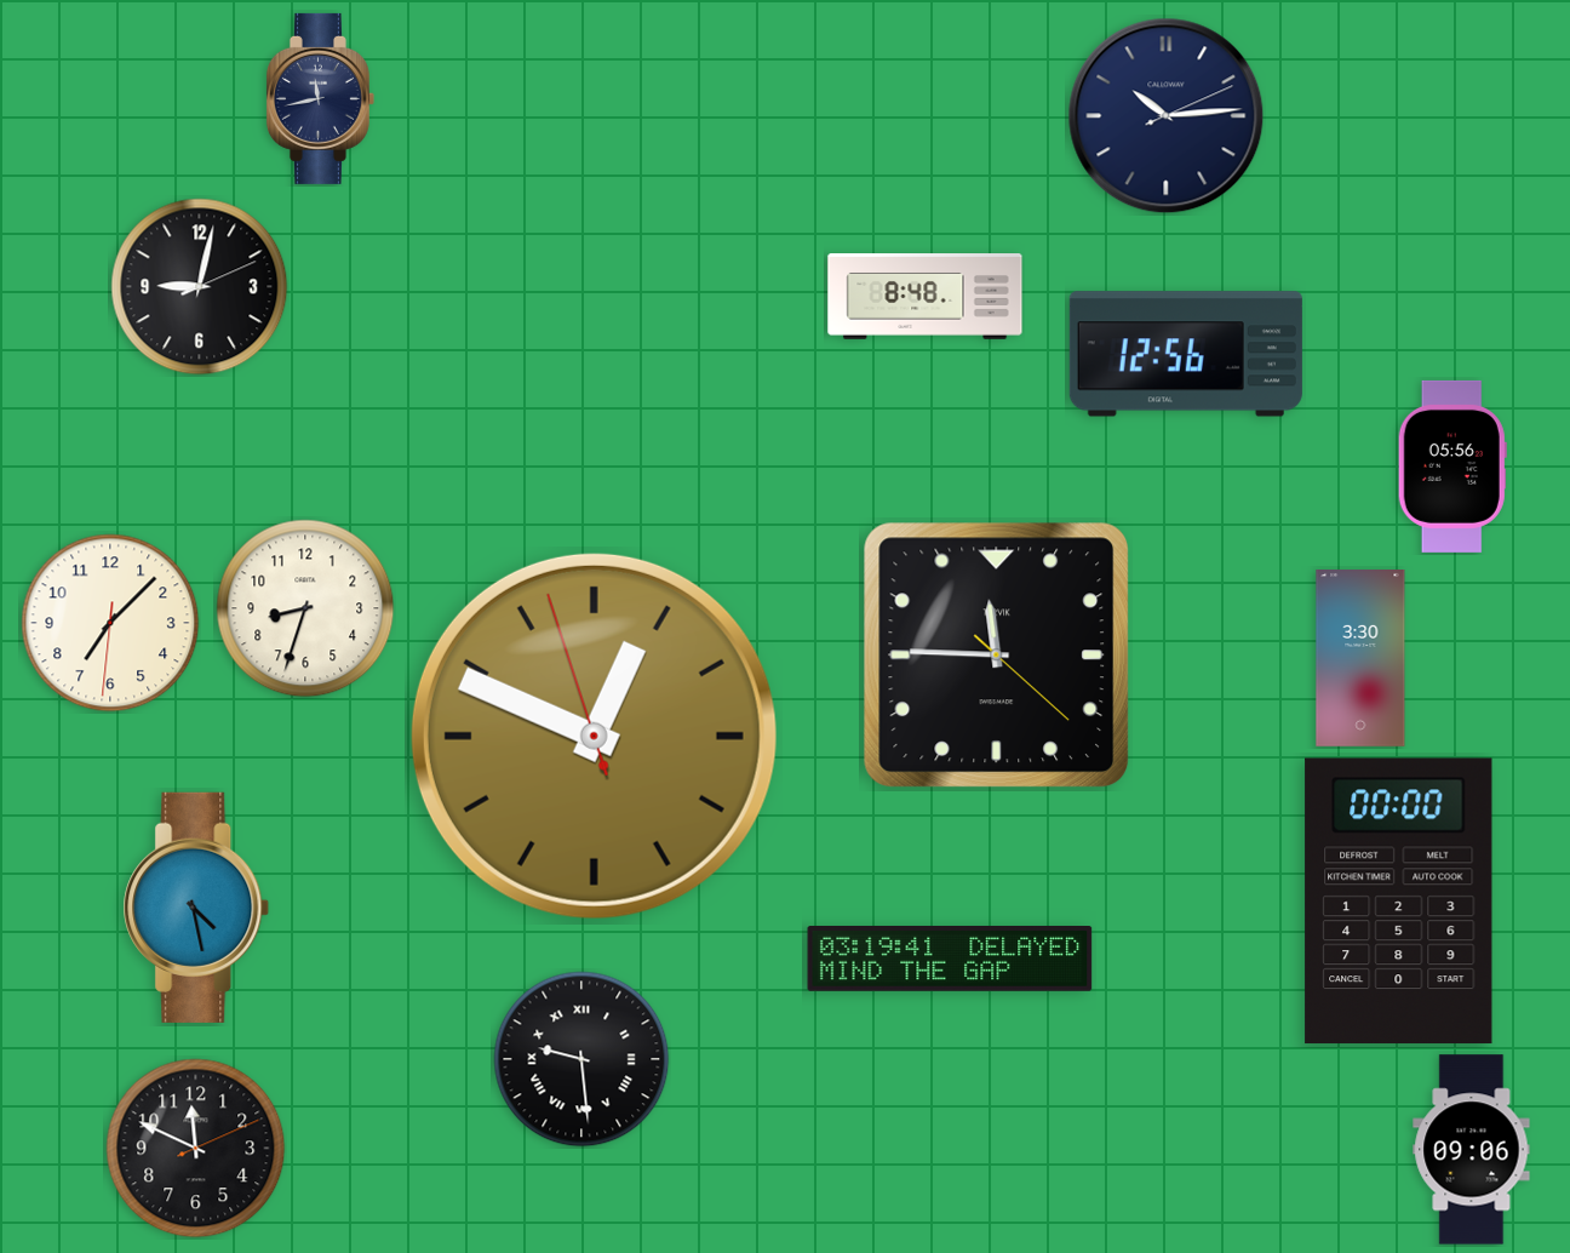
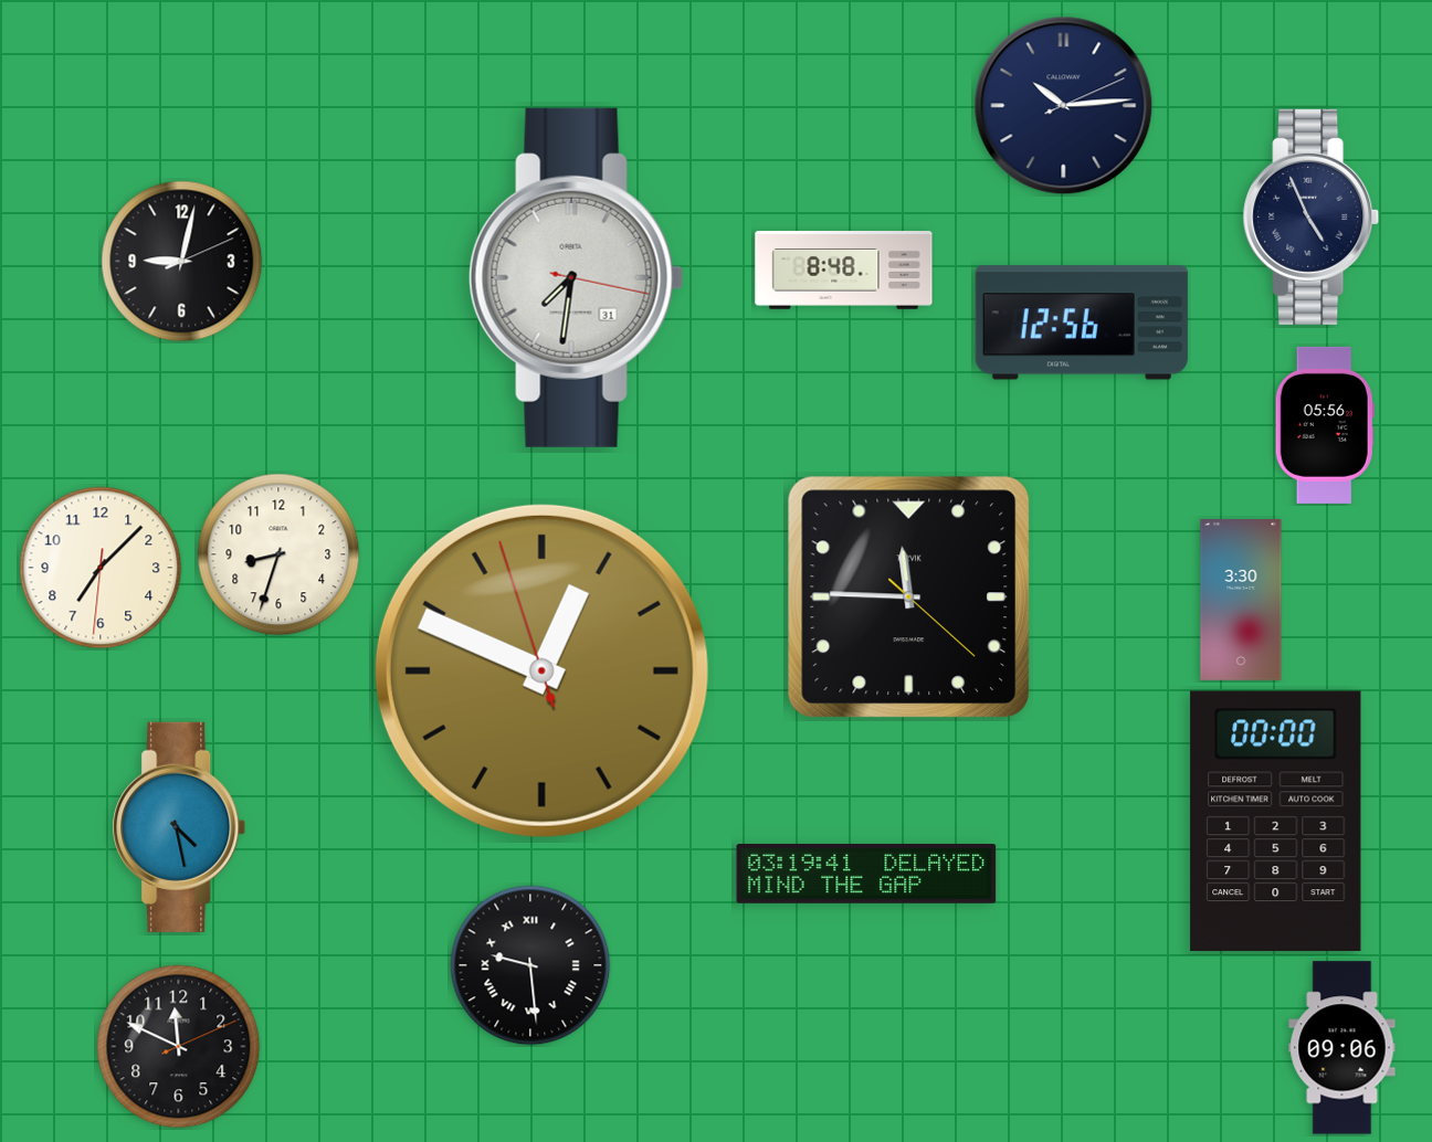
clock at (320, 98): 11:43 -> none
clock at (1312, 216): none -> 4:56
clock at (577, 277): none -> 7:31
